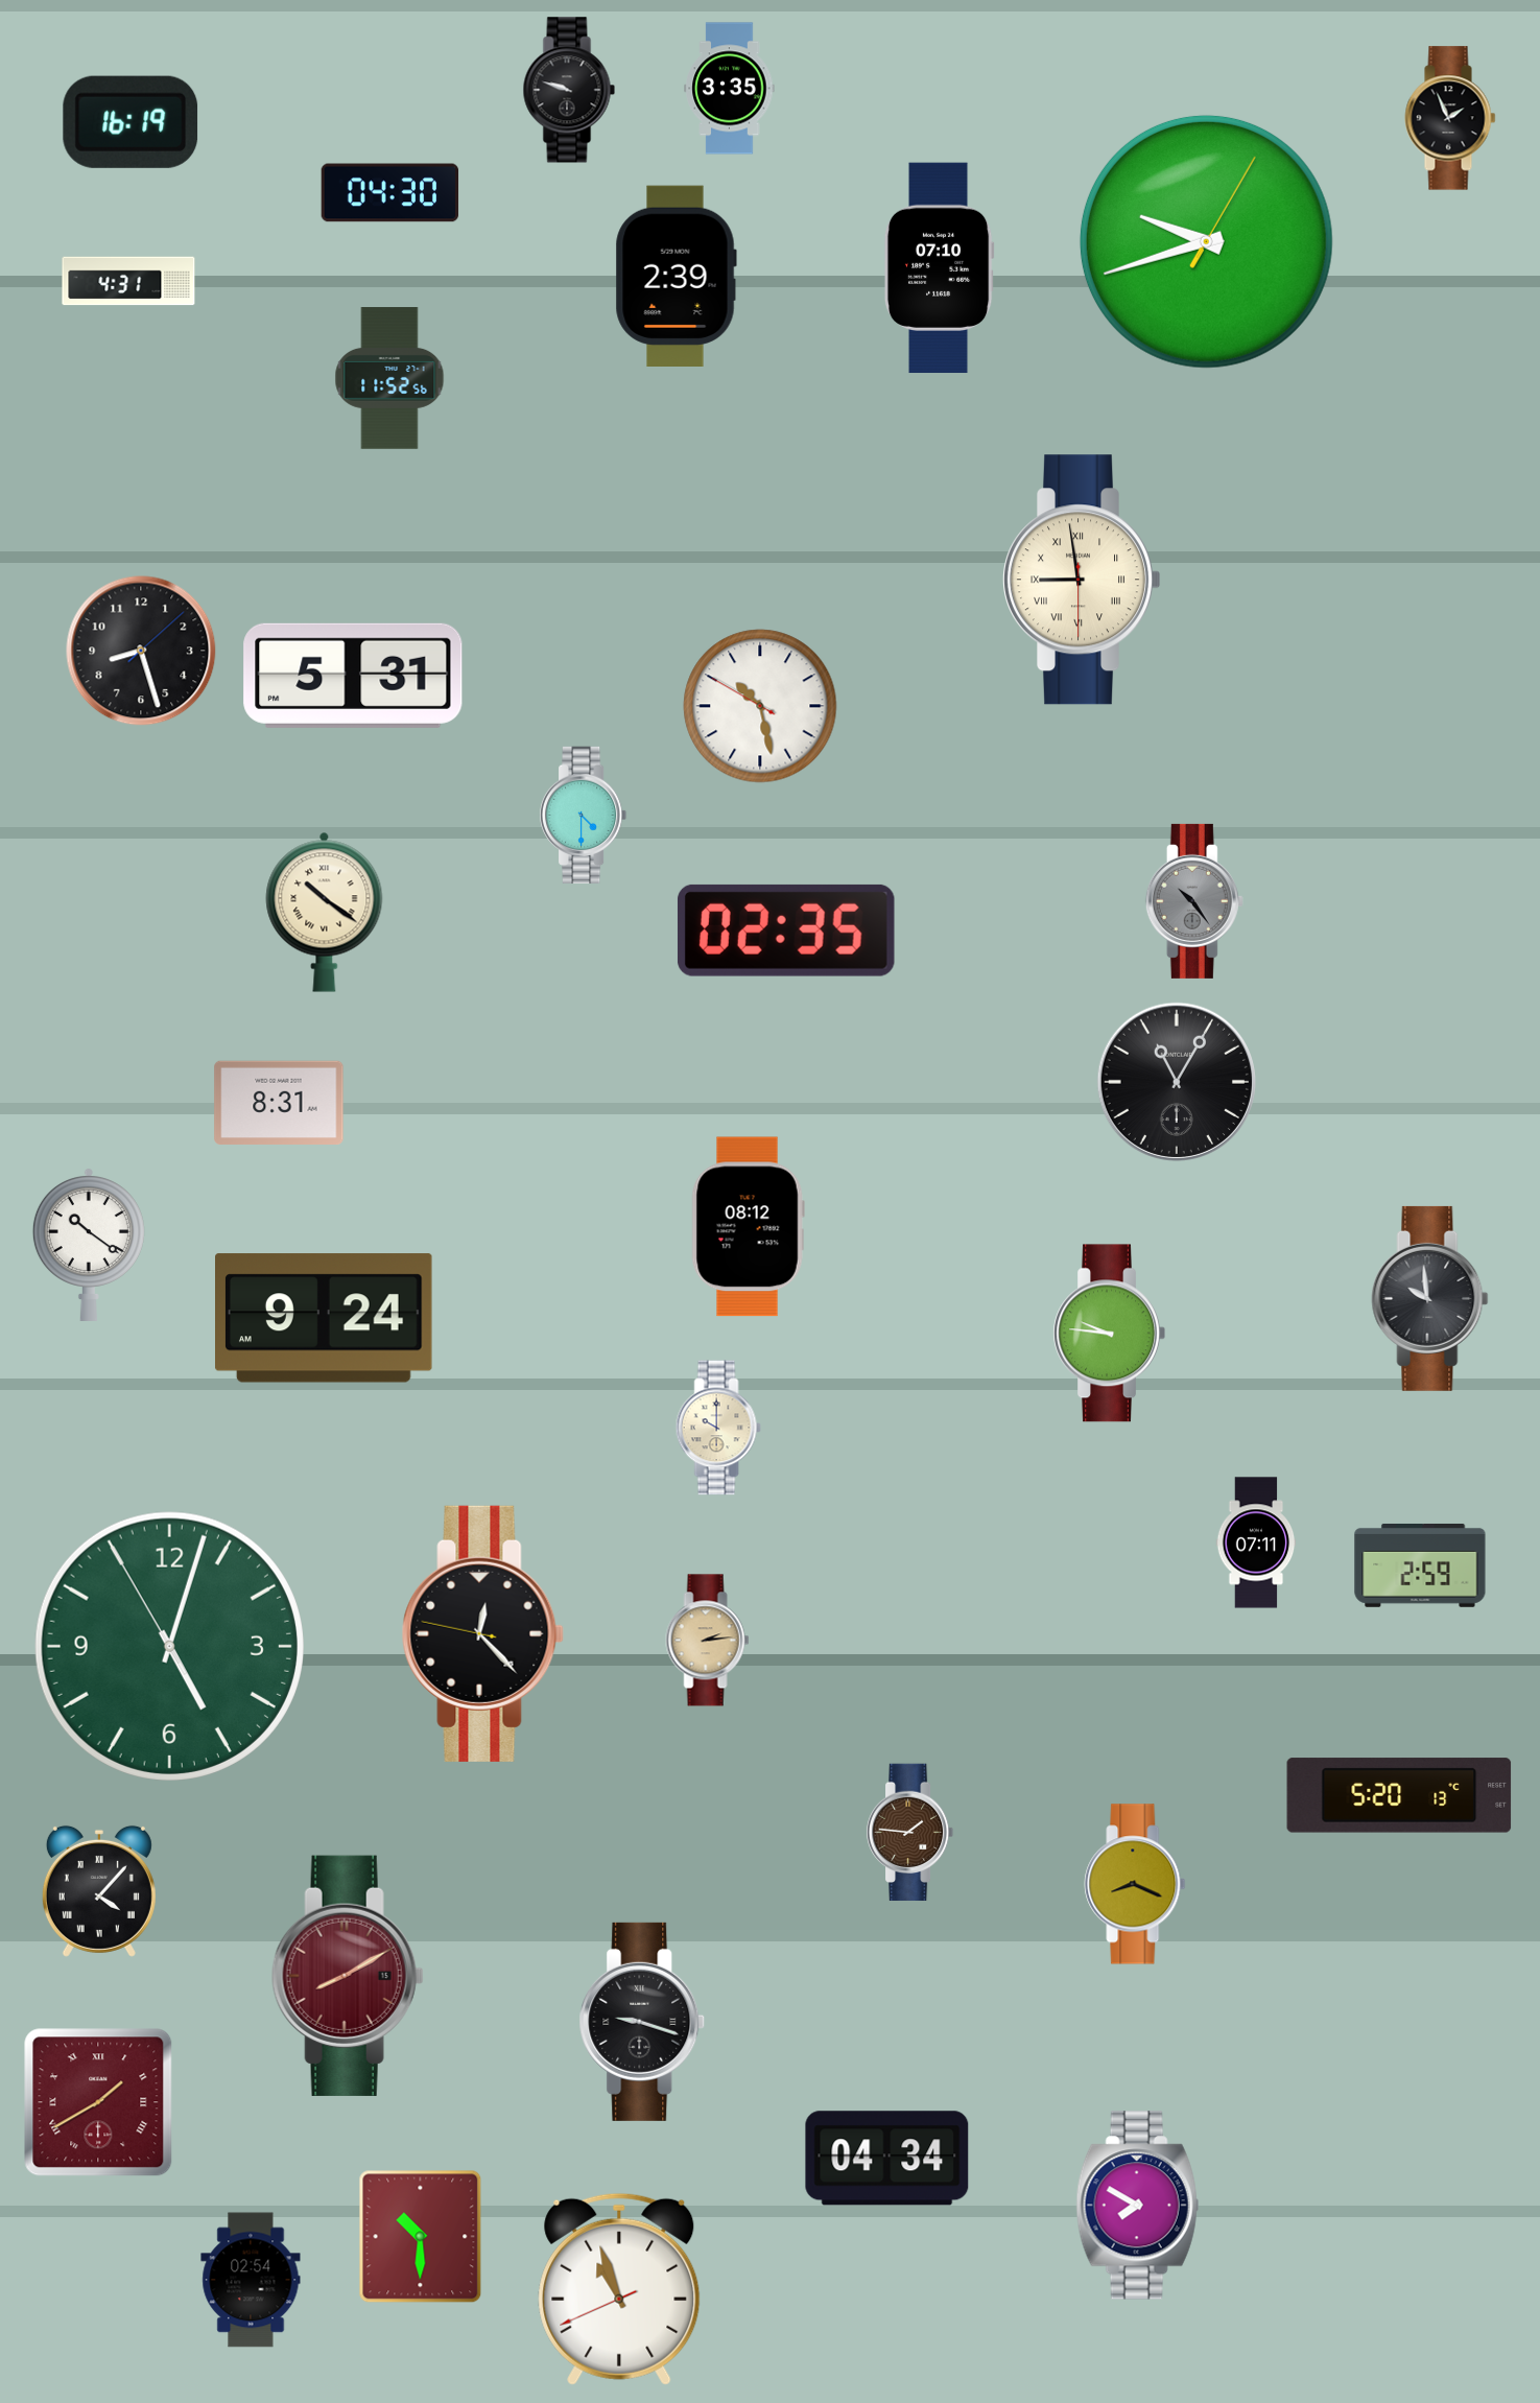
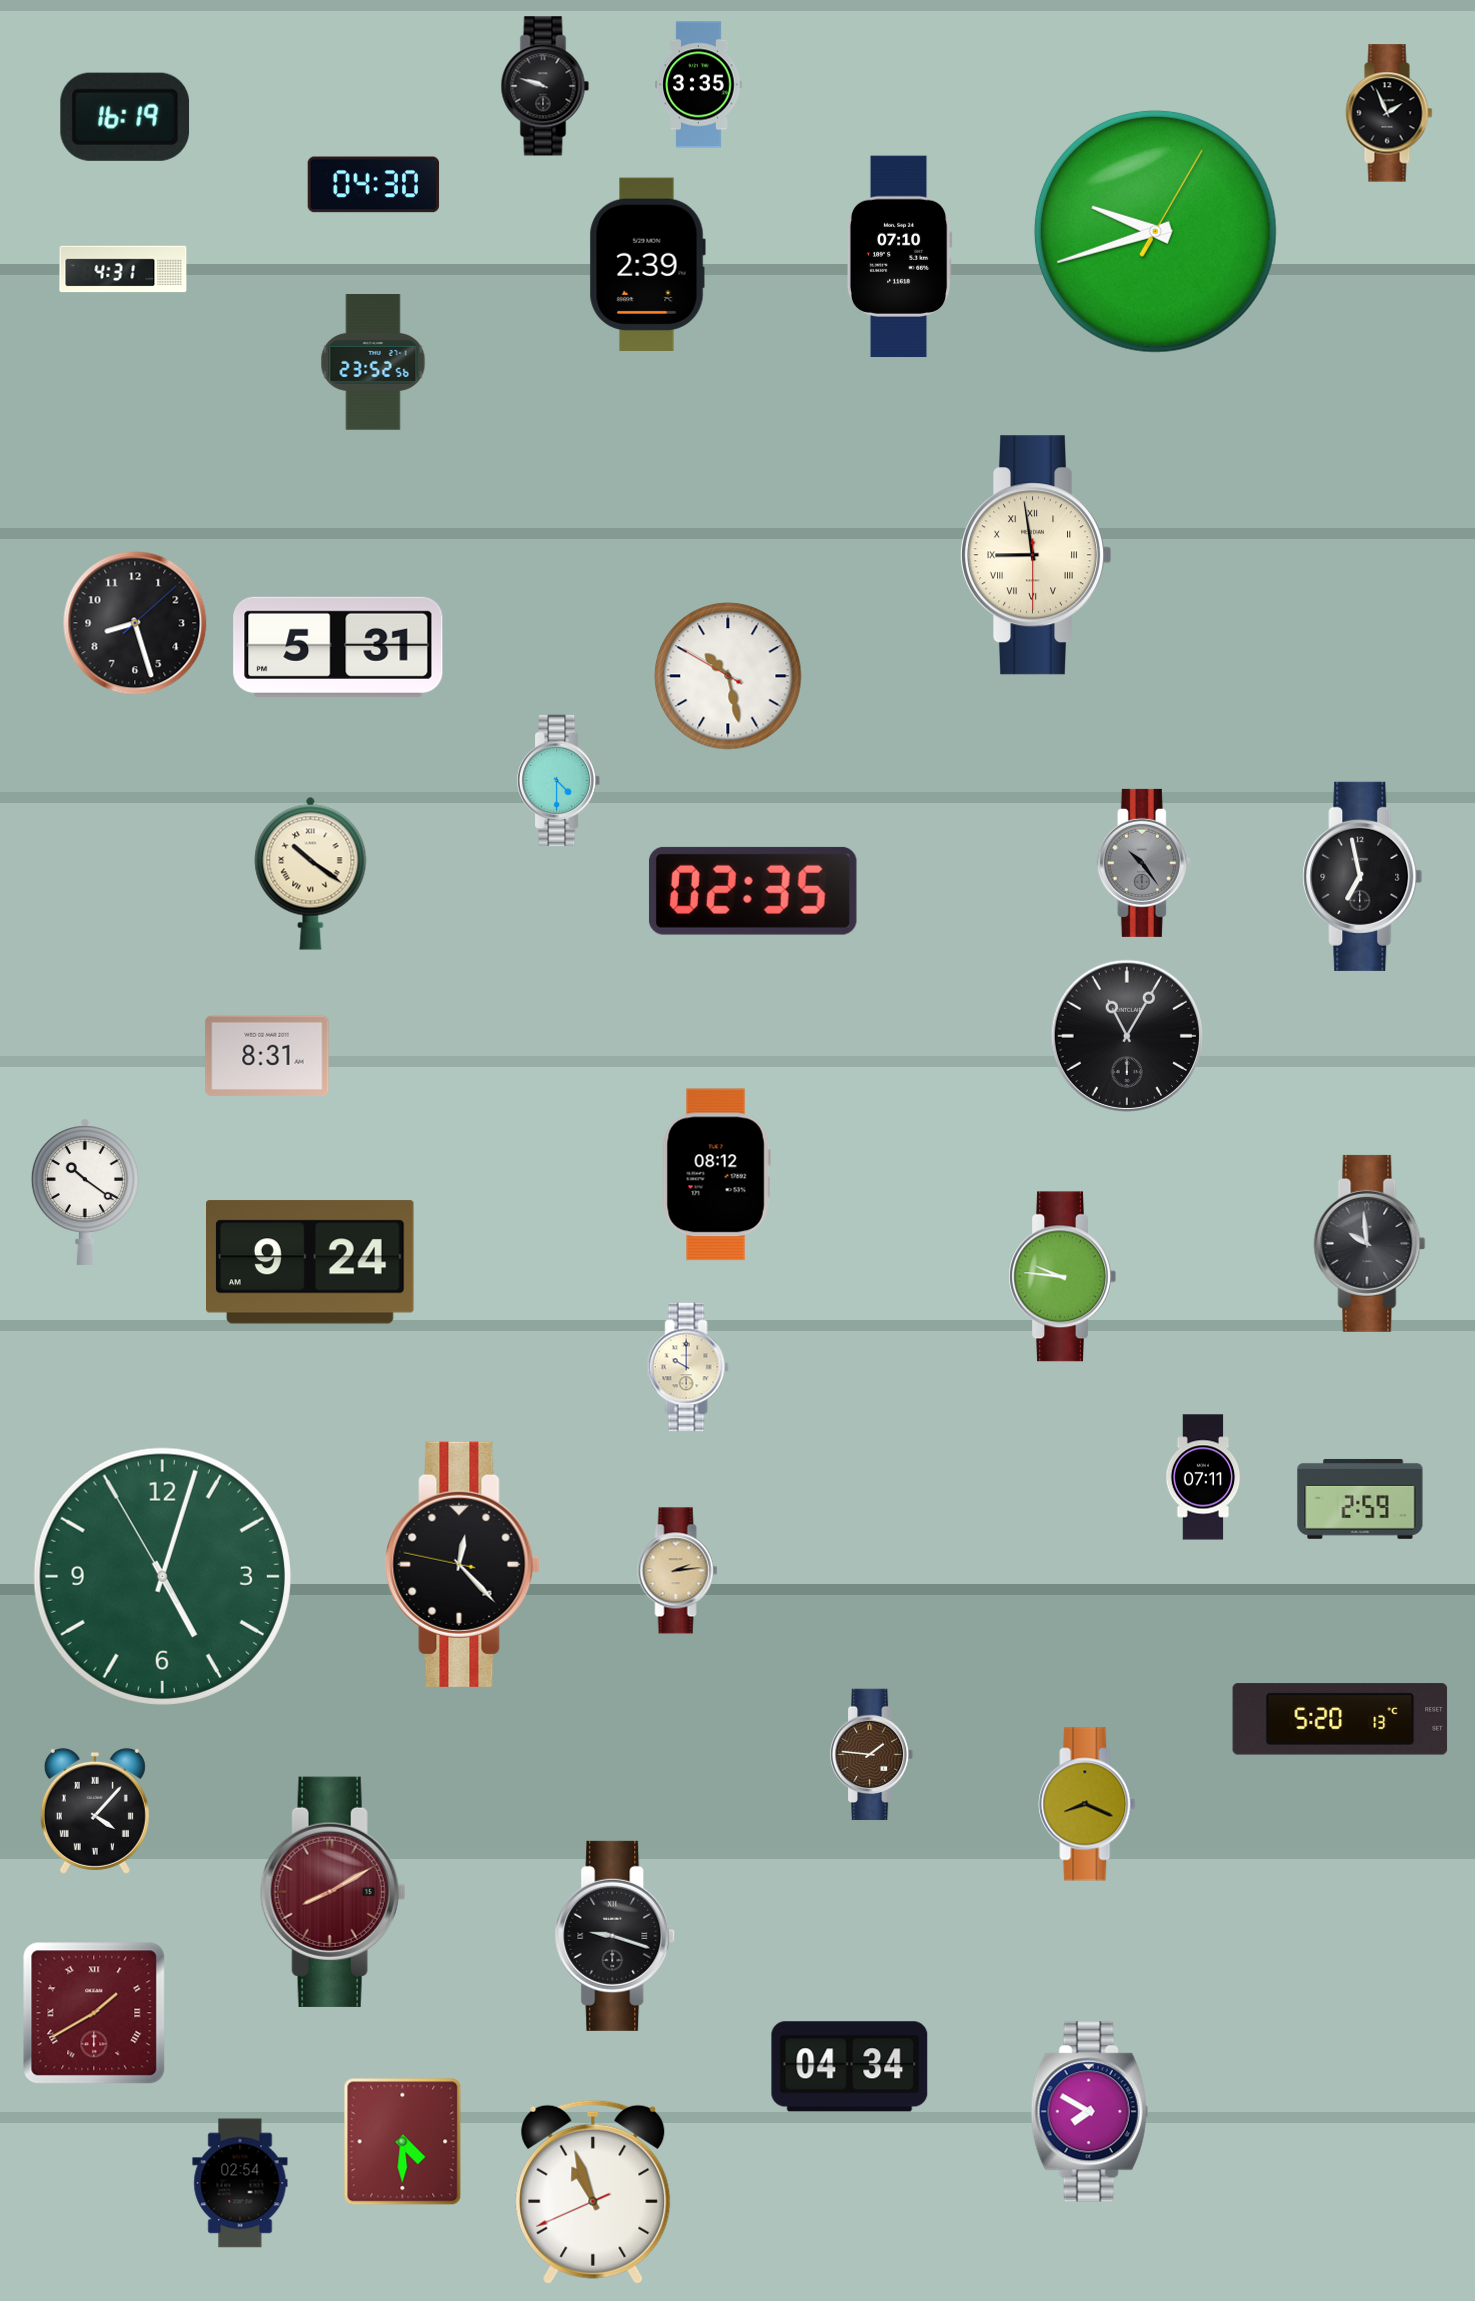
clock at (389, 378): 11:52 -> 23:52
clock at (1363, 876): none -> 6:58
clock at (421, 2237): 10:30 -> 4:30
